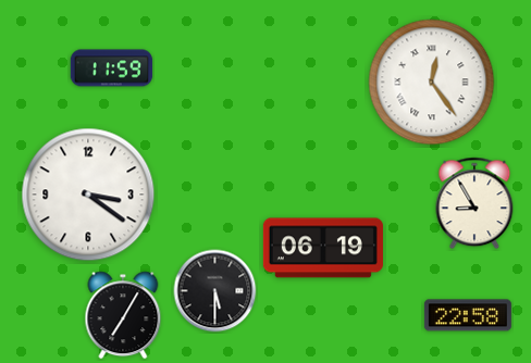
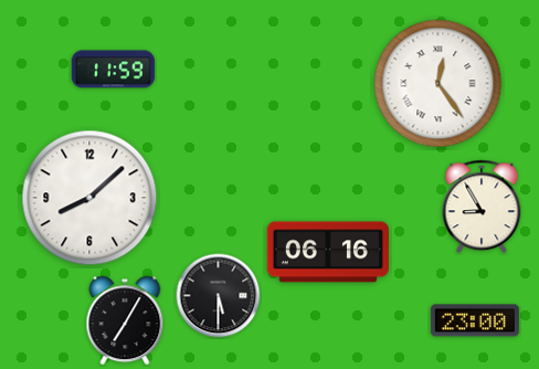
clock at (88, 195): 3:21 -> 8:08
clock at (323, 248): 06:19 -> 06:16
clock at (468, 315): 22:58 -> 23:00
